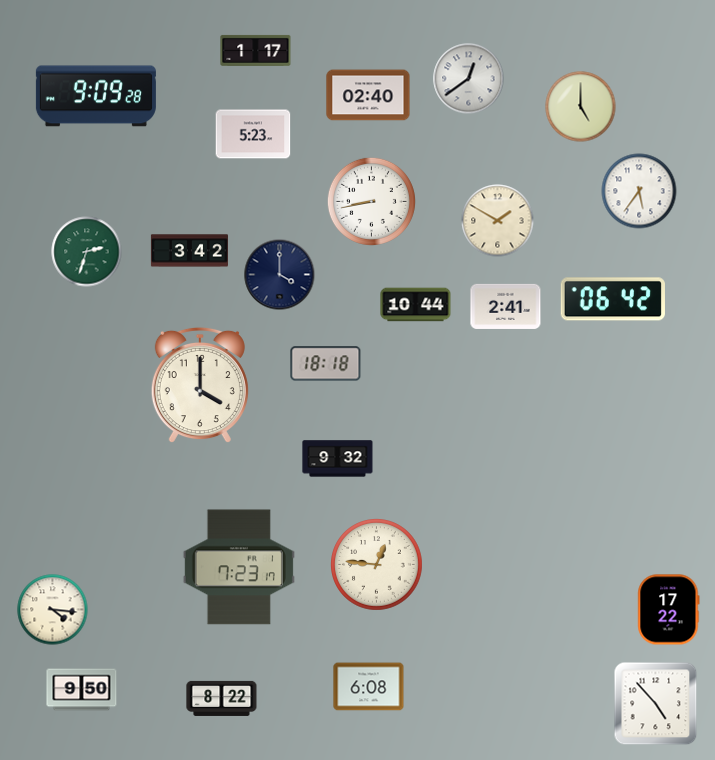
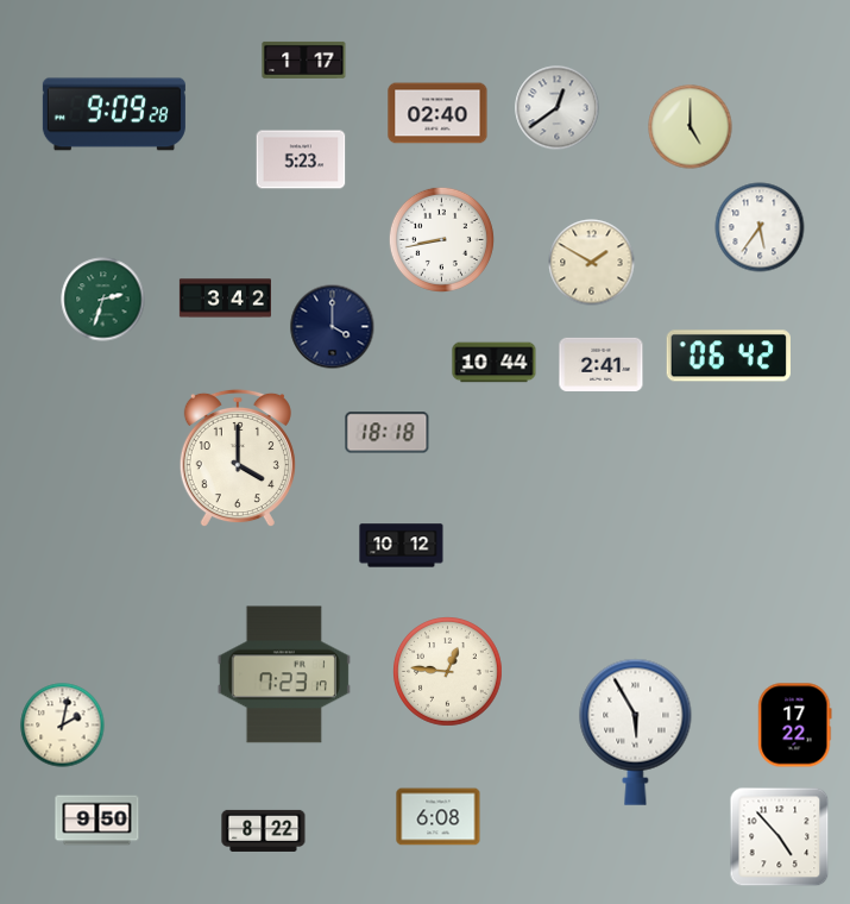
clock at (469, 79) position: (469, 79) -> (558, 108)
clock at (338, 459): 9:32 -> 10:12
clock at (53, 610): 4:16 -> 2:02
clock at (636, 732): none -> 5:55
